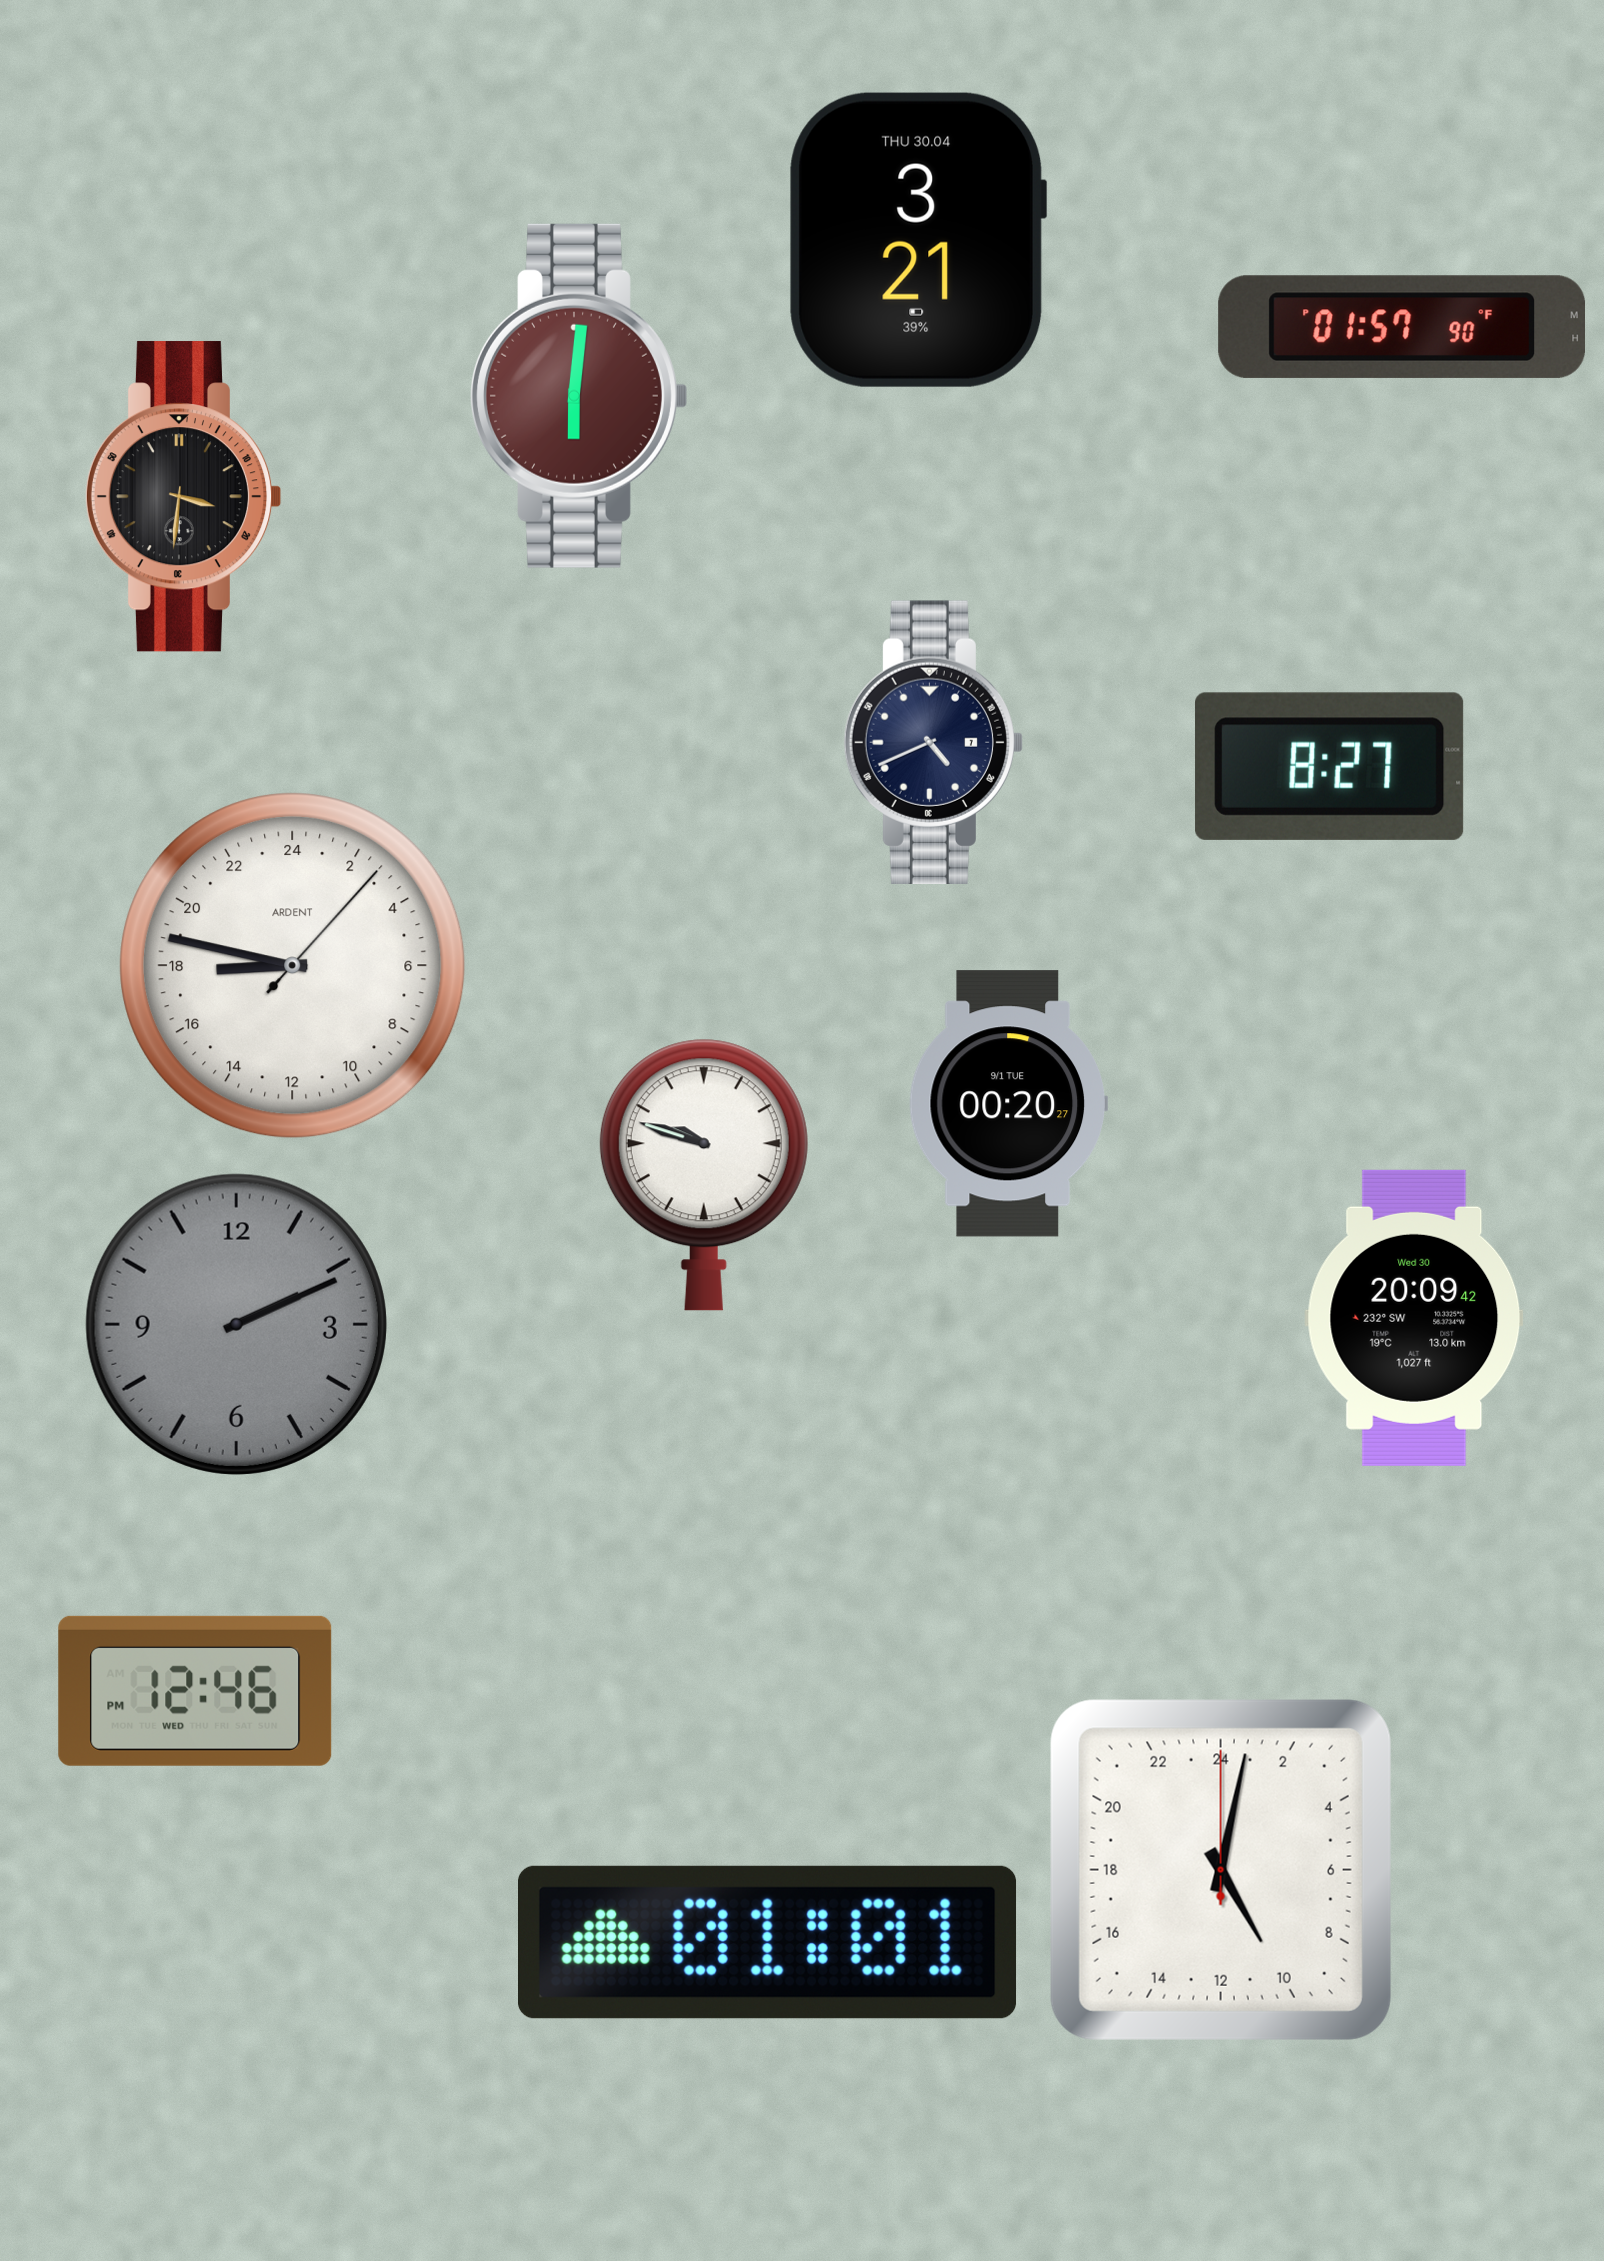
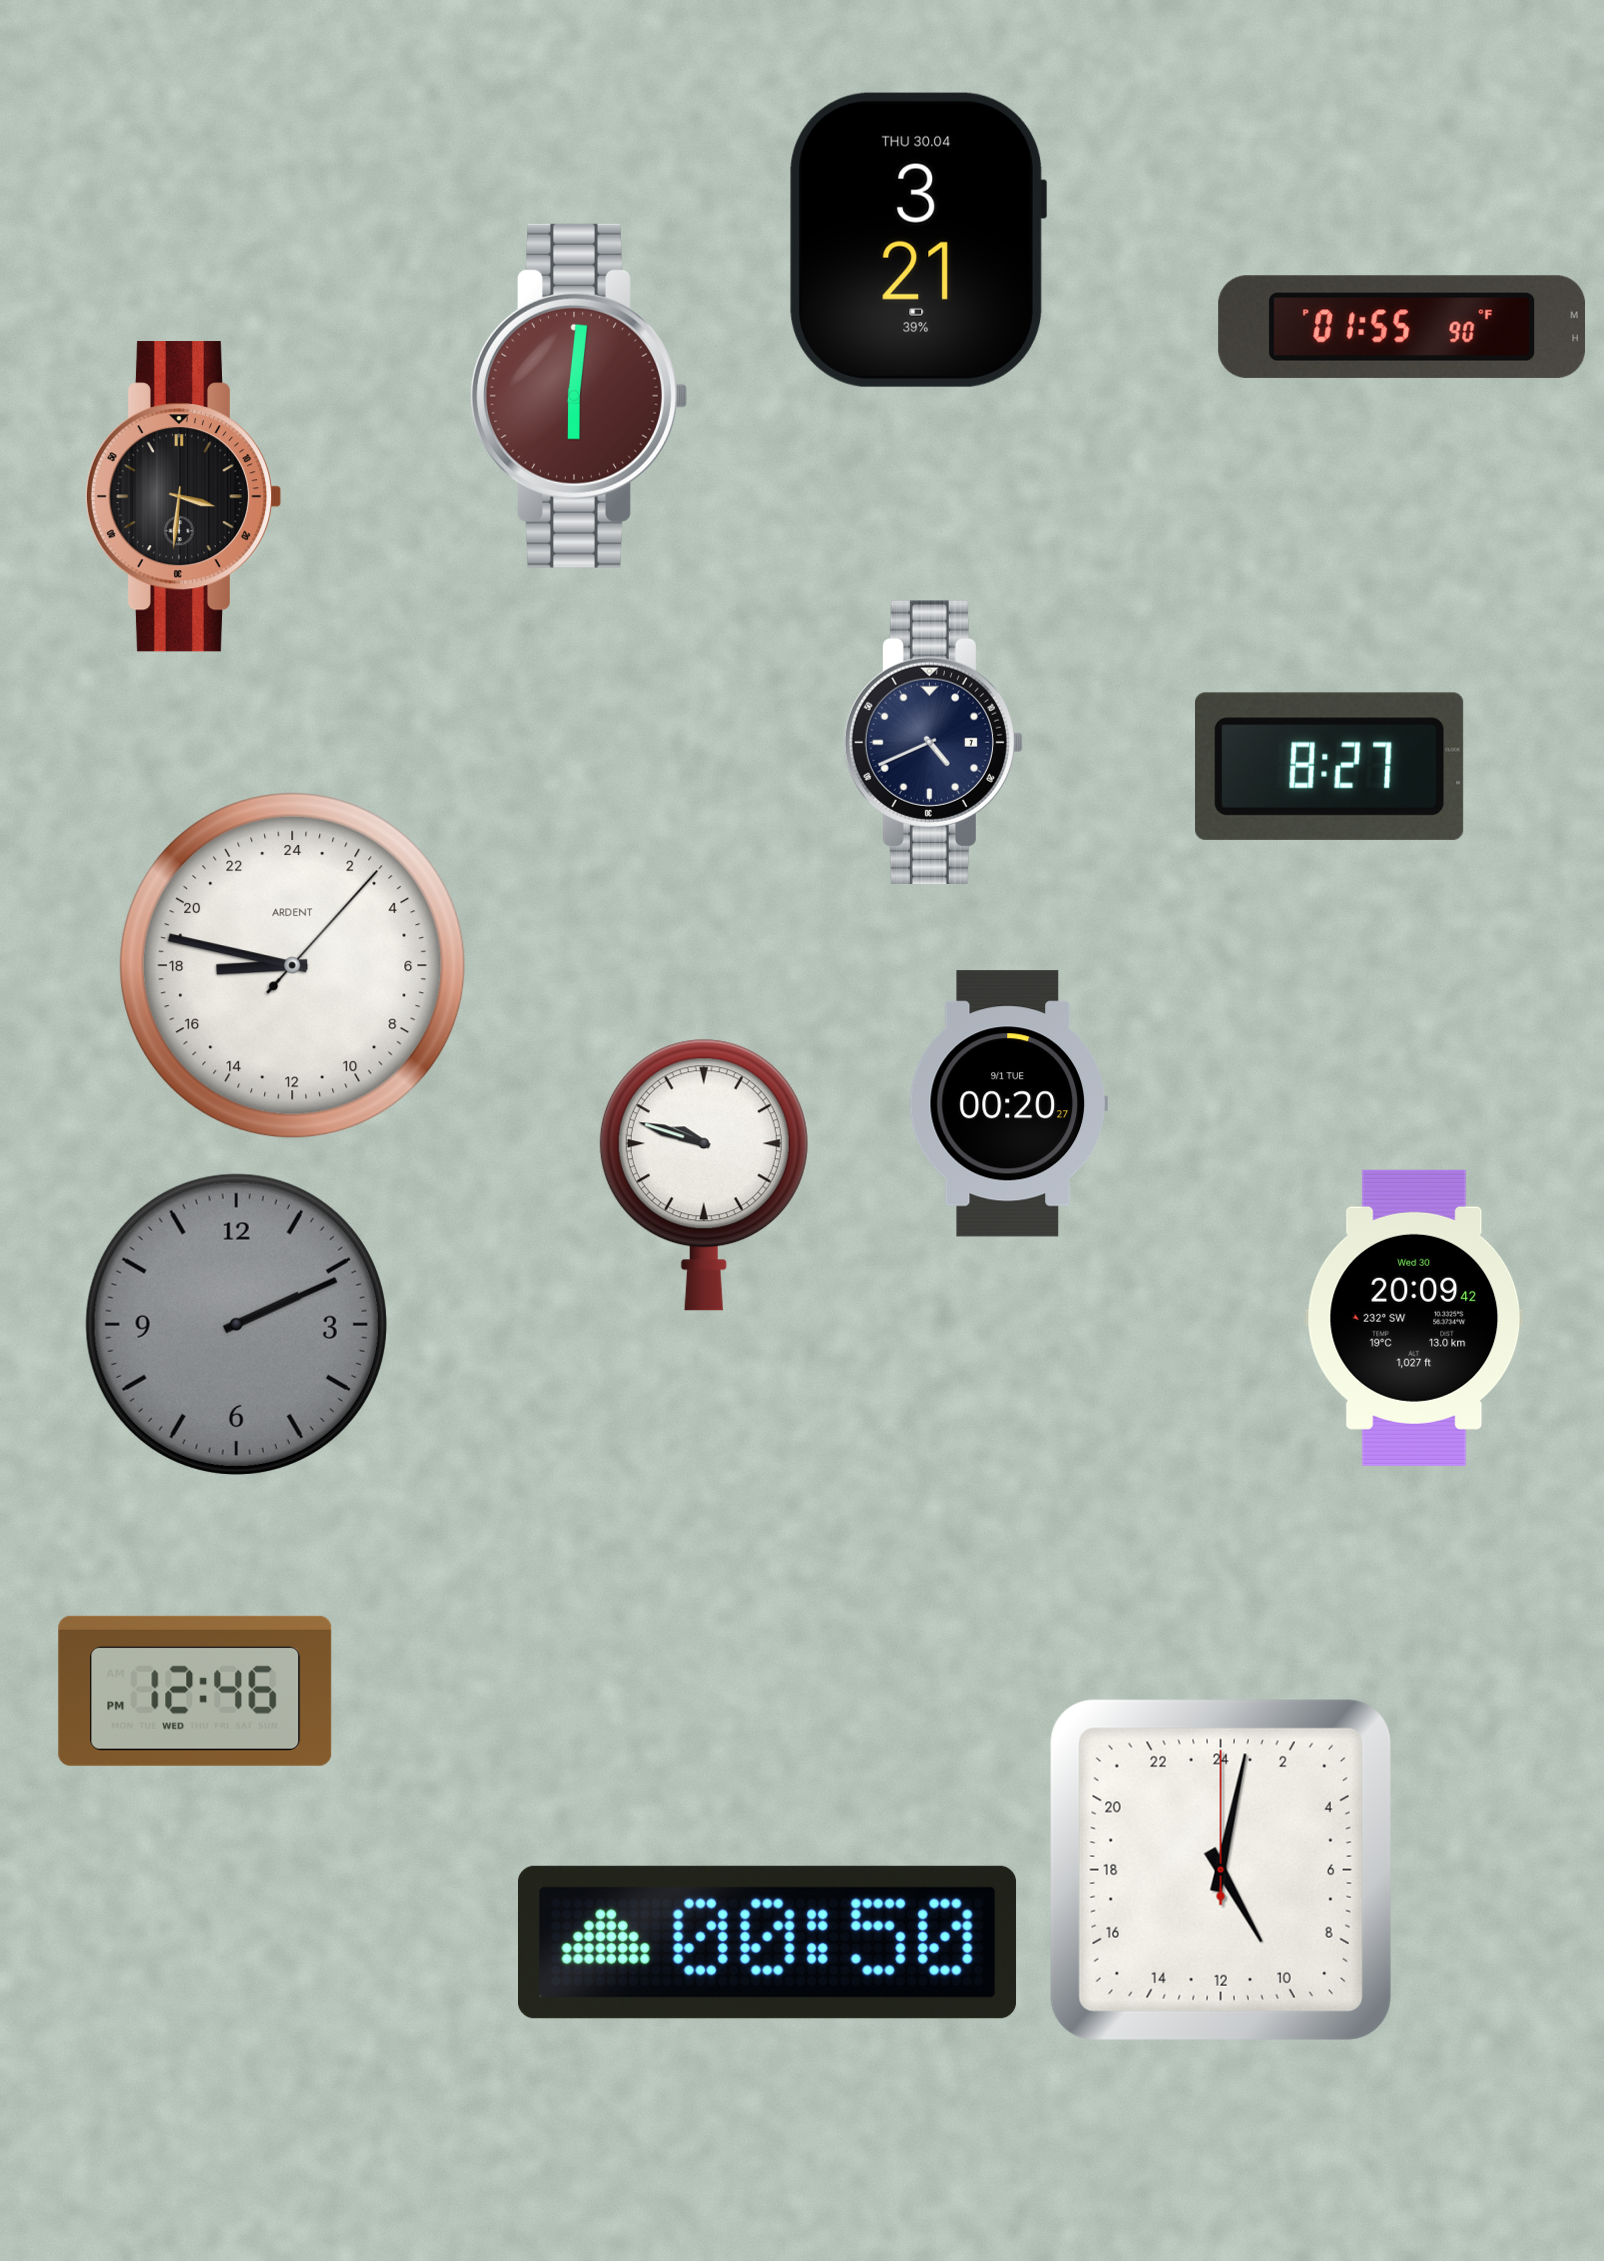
clock at (1401, 327): 01:57 -> 01:55
clock at (768, 1942): 01:01 -> 00:50
